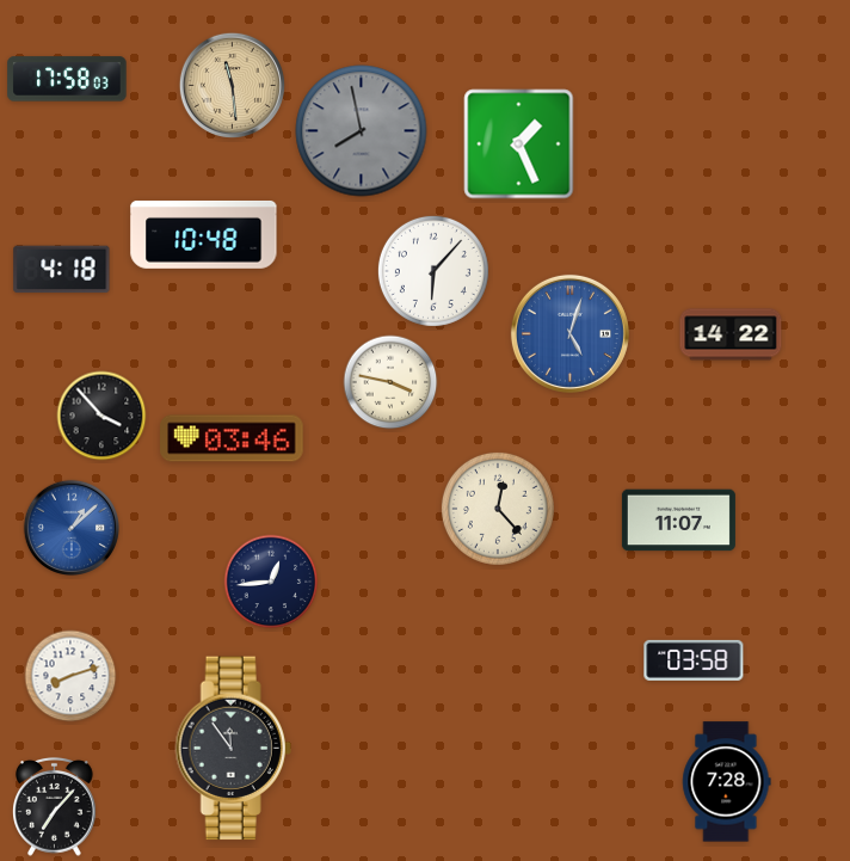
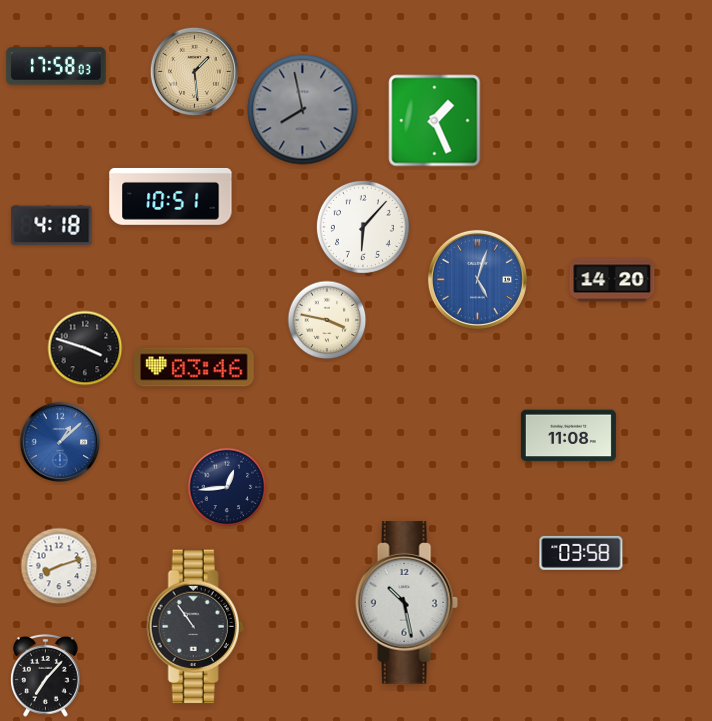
clock at (232, 85): 11:29 -> 1:29
clock at (204, 234): 10:48 -> 10:51
clock at (731, 334): 14:22 -> 14:20
clock at (101, 416): 3:53 -> 3:48
clock at (498, 509): 12:23 -> none
clock at (678, 521): 11:07 -> 11:08
clock at (406, 603): none -> 10:28
clock at (233, 749): 11:54 -> 10:54
clock at (727, 782): 7:28 -> none
